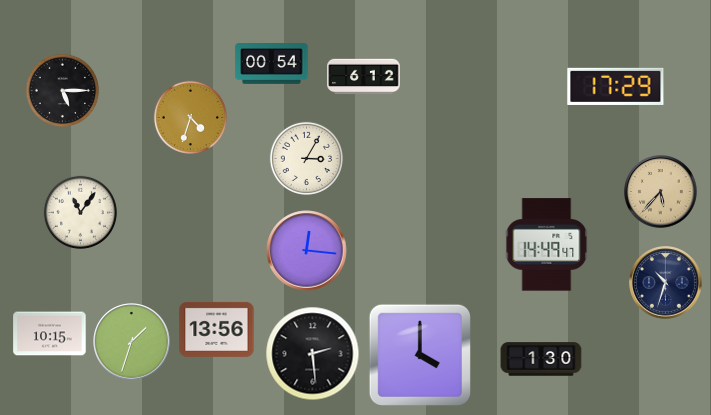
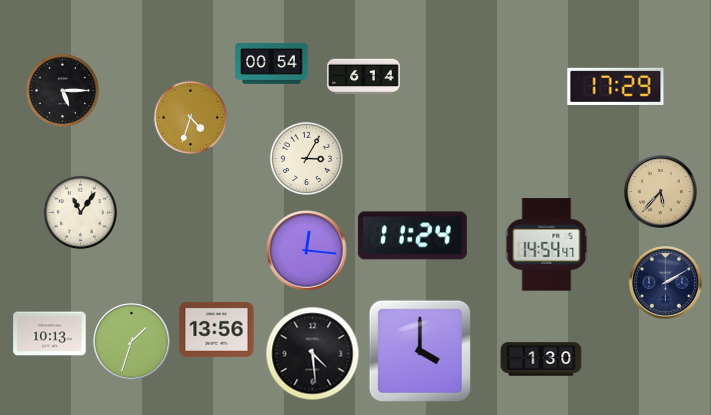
clock at (364, 77): 6:12 -> 6:14
clock at (412, 236): none -> 11:24
clock at (547, 245): 14:49 -> 14:54
clock at (666, 283): 10:33 -> 2:10
clock at (50, 334): 10:15 -> 10:13
clock at (313, 354): 2:29 -> 4:29
clock at (420, 355) position: (420, 355) -> (420, 351)
